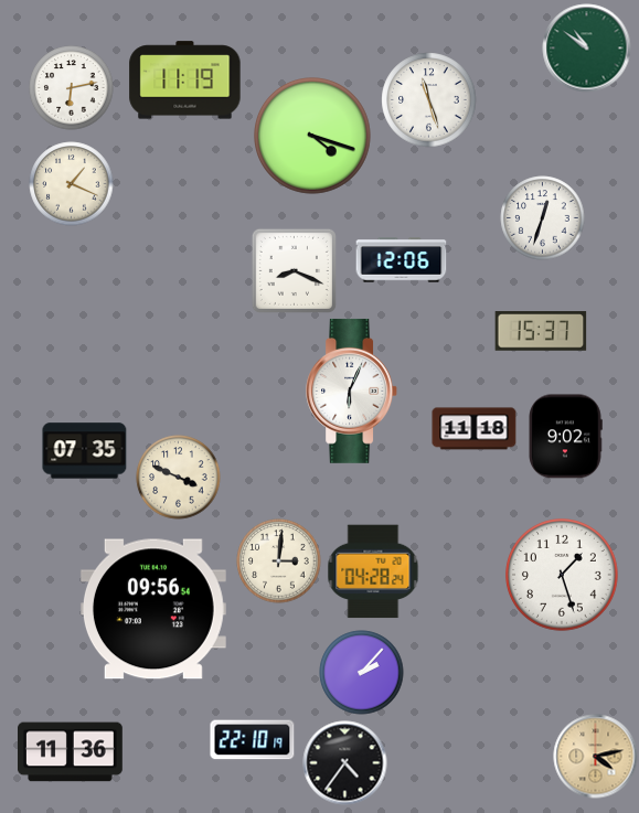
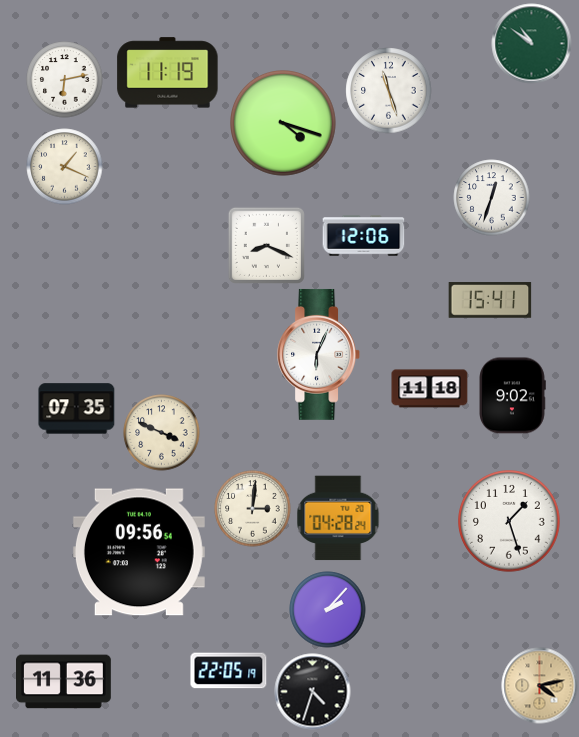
clock at (541, 331): 15:37 -> 15:41
clock at (253, 740): 22:10 -> 22:05
clock at (345, 763): 4:36 -> 4:33
